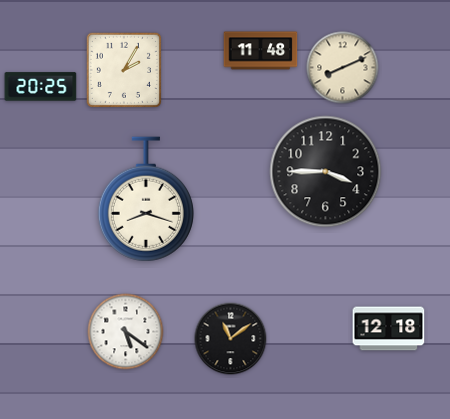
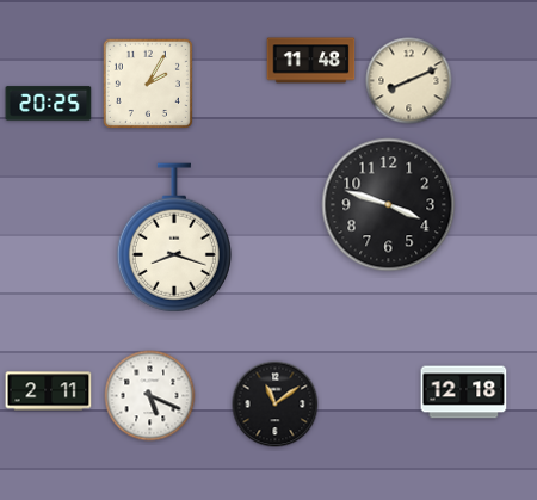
clock at (326, 172): 3:45 -> 3:48
clock at (49, 391): none -> 2:11
clock at (126, 332): 5:21 -> 5:19
